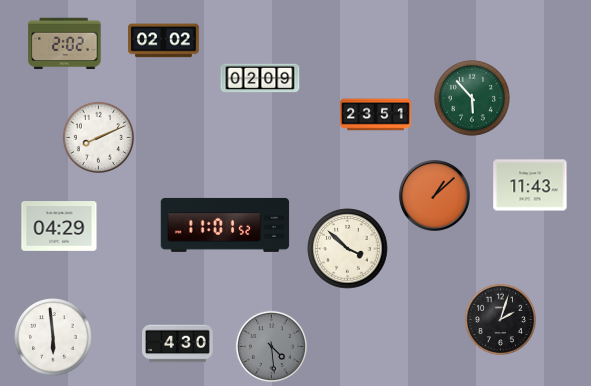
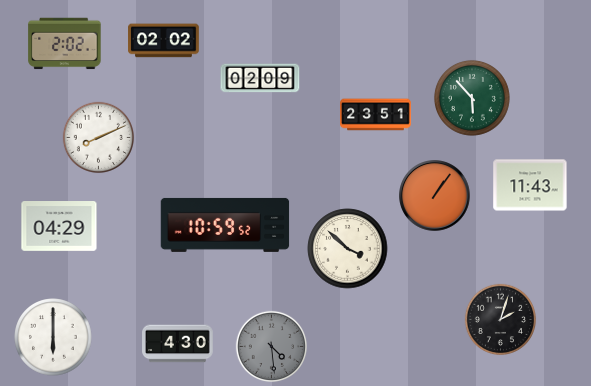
clock at (435, 196): 1:08 -> 1:06
clock at (225, 225): 11:01 -> 10:59
clock at (53, 337): 5:59 -> 6:00
